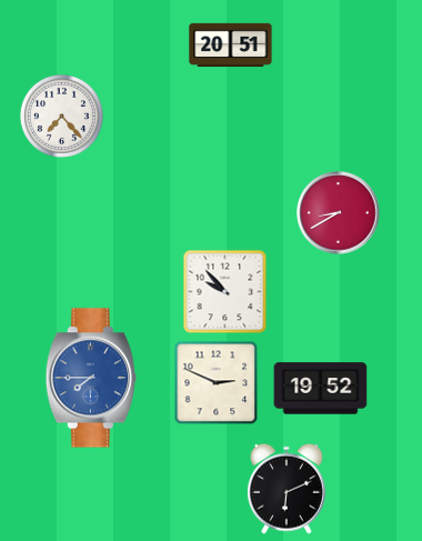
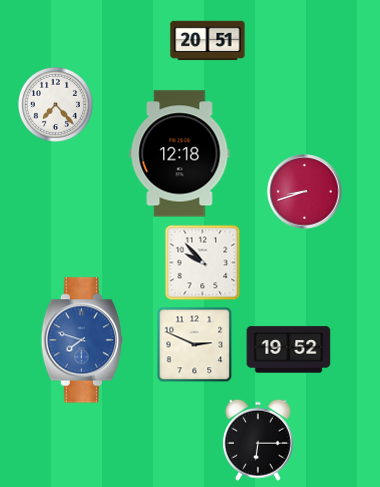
clock at (180, 154): none -> 12:18
clock at (339, 213): 8:40 -> 8:42
clock at (91, 378): 7:45 -> 7:48
clock at (287, 489): 6:11 -> 6:15
